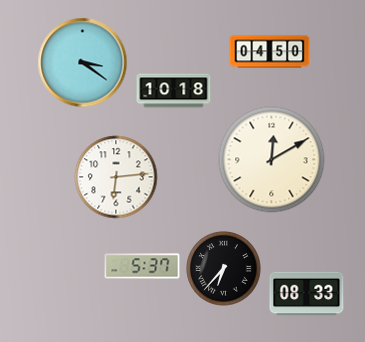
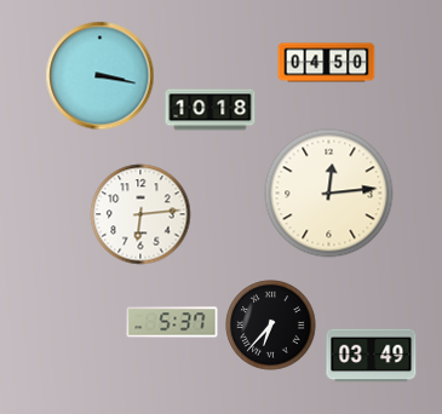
clock at (83, 63): 3:21 -> 3:17
clock at (272, 160): 12:10 -> 12:14
clock at (307, 294): 08:33 -> 03:49
